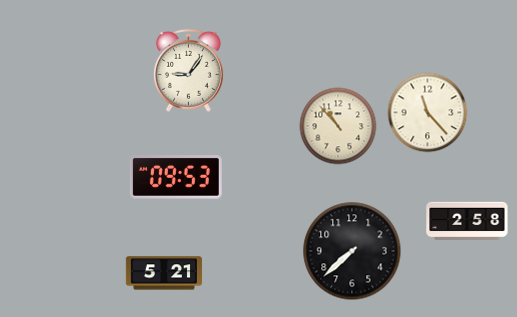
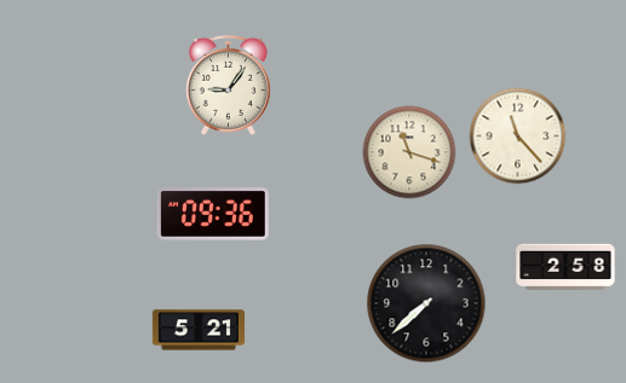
clock at (338, 126): 10:53 -> 11:18
clock at (176, 177): 09:53 -> 09:36
